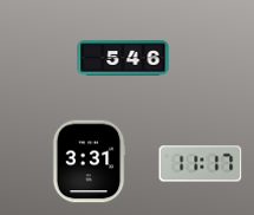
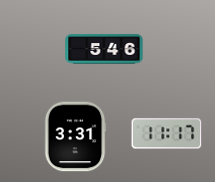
clock at (201, 164) position: (201, 164) -> (167, 134)
